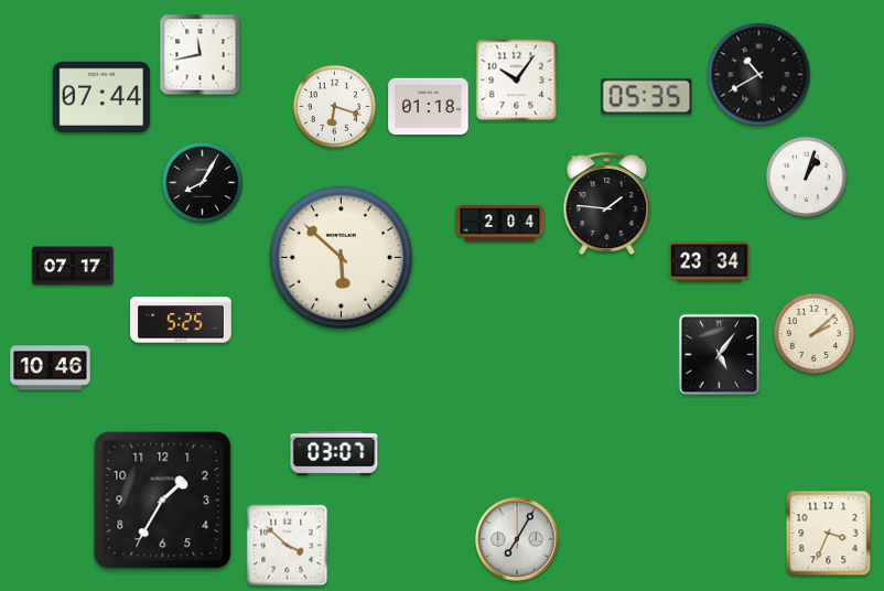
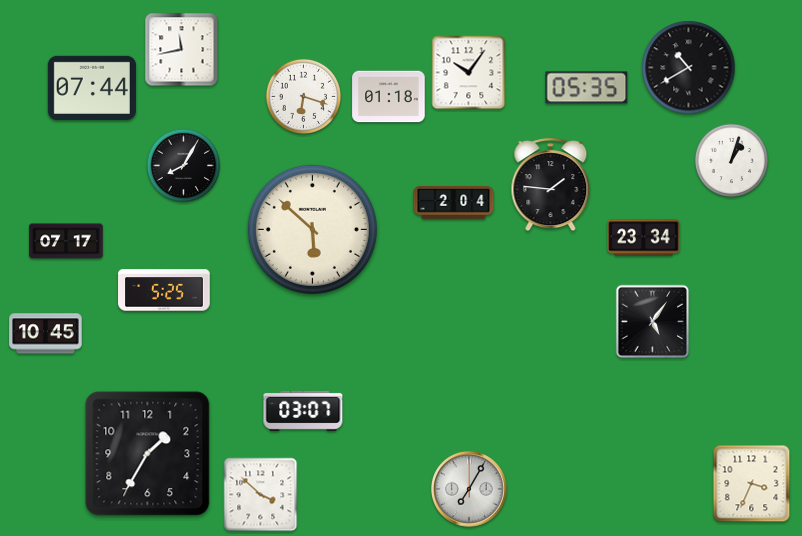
clock at (341, 257) position: (341, 257) -> (312, 229)
clock at (815, 334): 2:08 -> none
clock at (51, 368): 10:46 -> 10:45
